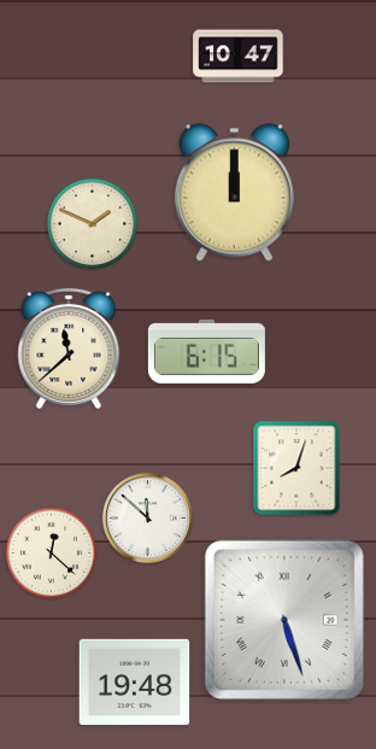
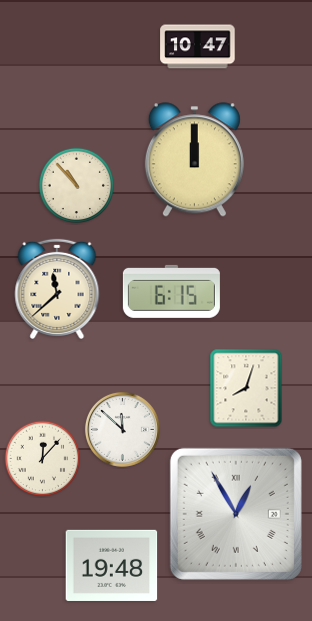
clock at (93, 224): 1:49 -> 10:53
clock at (52, 554): 12:22 -> 12:07
clock at (284, 620): 5:27 -> 12:55
